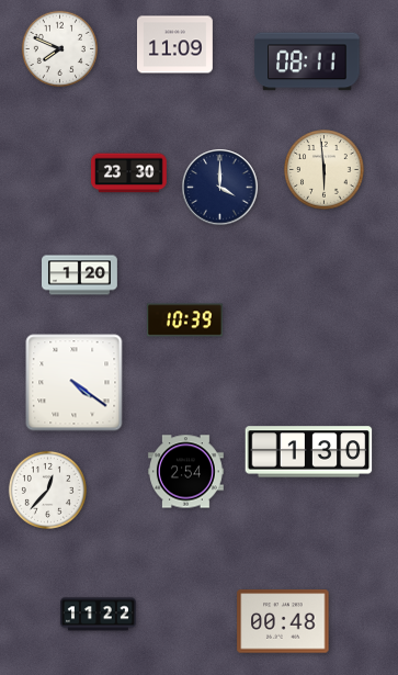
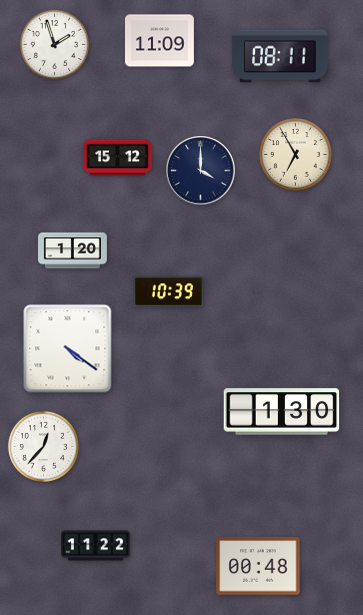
clock at (59, 48): 7:49 -> 1:57
clock at (325, 170): 5:59 -> 6:55
clock at (129, 173): 23:30 -> 15:12
clock at (186, 472): 2:54 -> none
clock at (99, 615) position: (99, 615) -> (96, 546)
